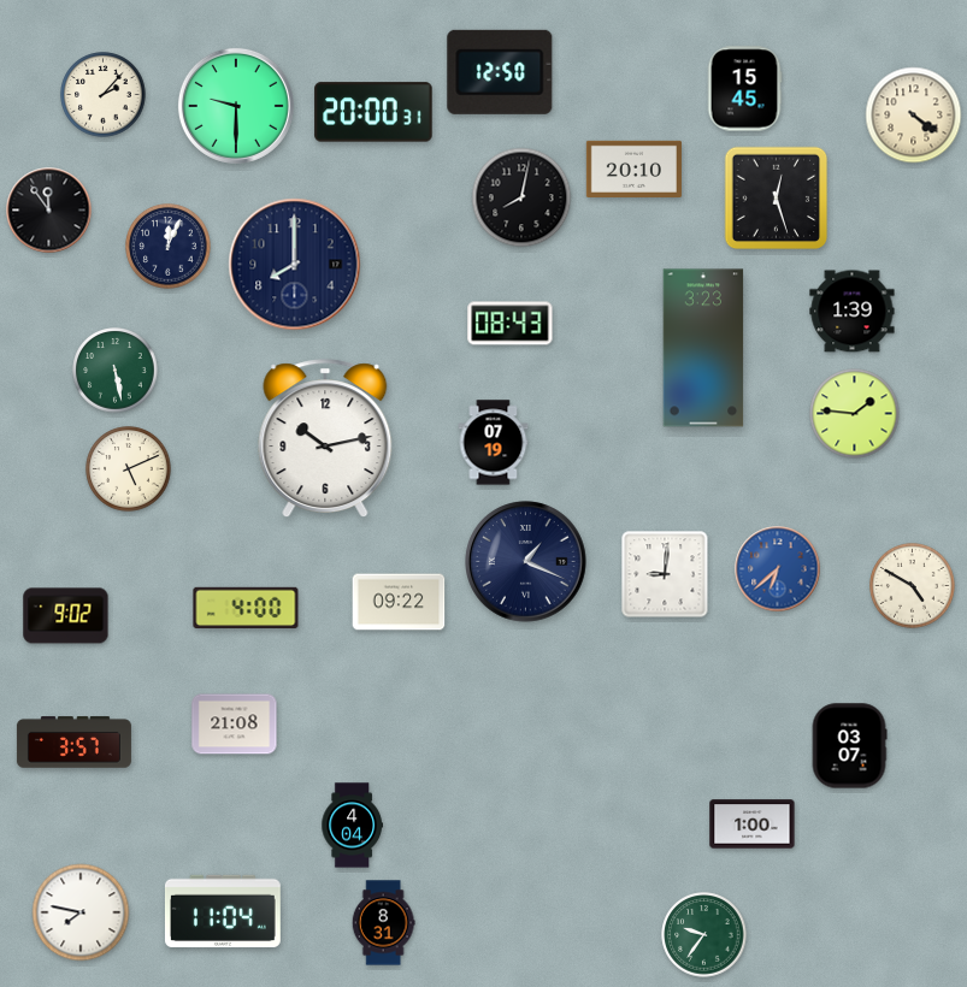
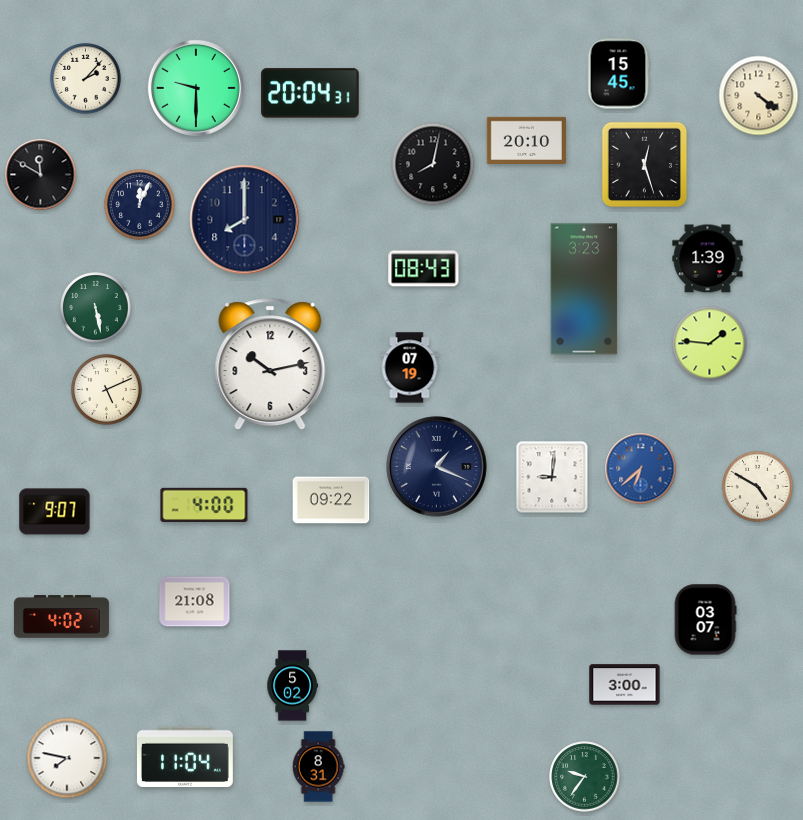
clock at (500, 72): 12:50 -> none
clock at (373, 112): 20:00 -> 20:04
clock at (49, 211): 11:54 -> 11:50
clock at (778, 569) position: (778, 569) -> (641, 469)
clock at (66, 616): 9:02 -> 9:07
clock at (73, 743): 3:57 -> 4:02
clock at (753, 825): 1:00 -> 3:00
clock at (352, 826): 4:04 -> 5:02
